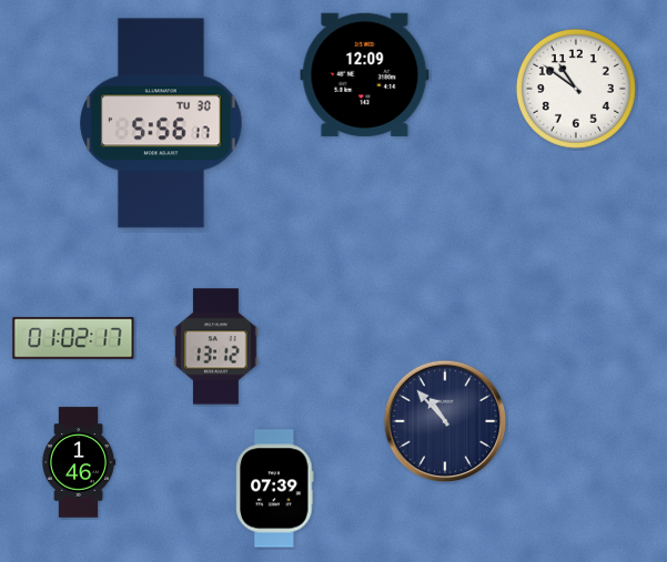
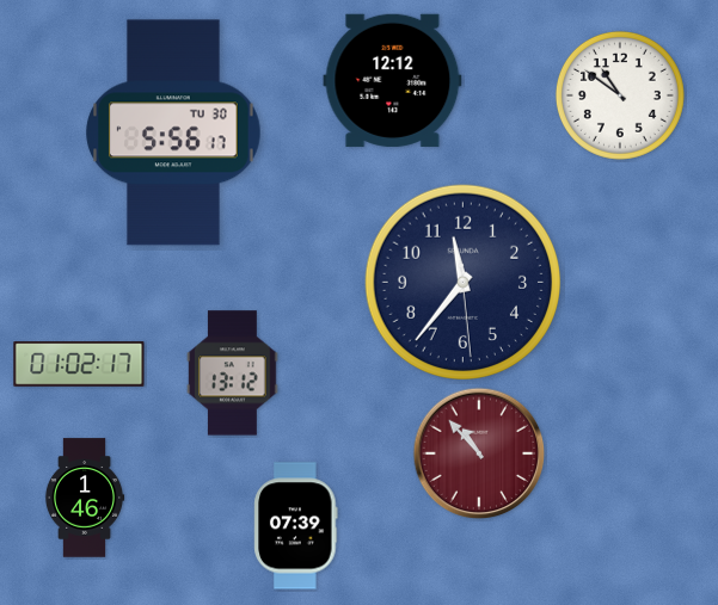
clock at (365, 74): 12:09 -> 12:12
clock at (464, 283): none -> 11:36
clock at (445, 421) dial: navy -> burgundy
